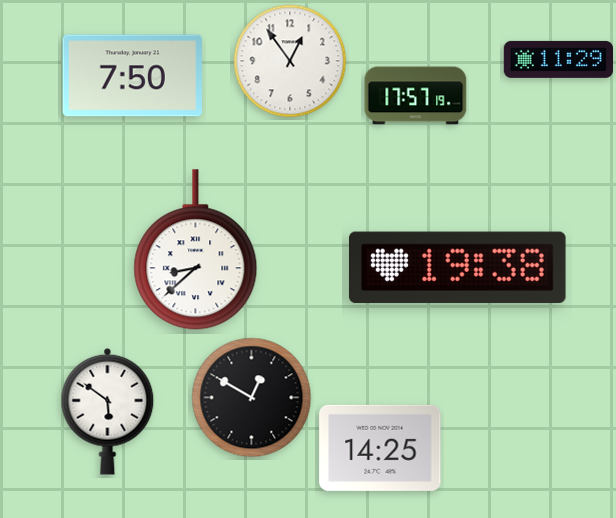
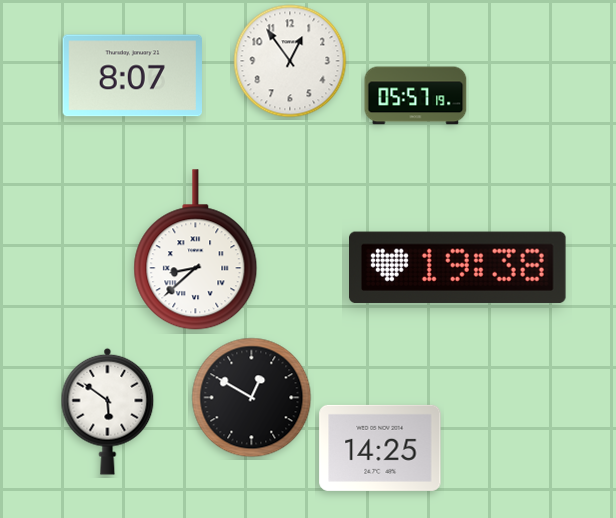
clock at (558, 59): 11:29 -> none
clock at (132, 76): 7:50 -> 8:07
clock at (416, 96): 17:57 -> 05:57
